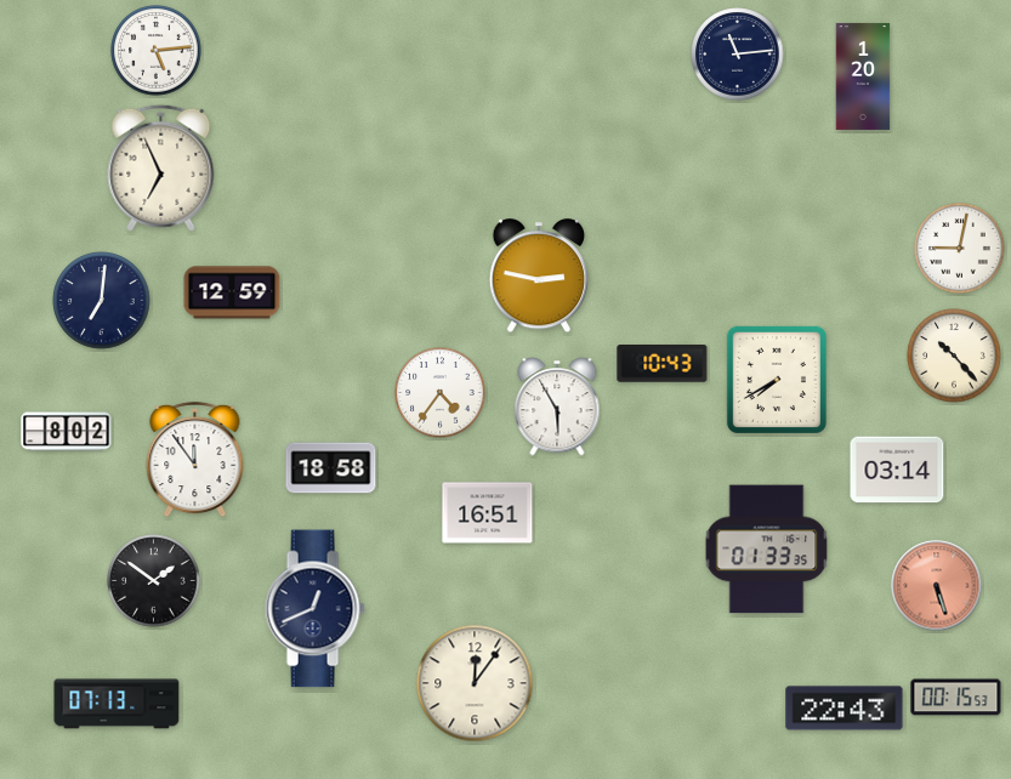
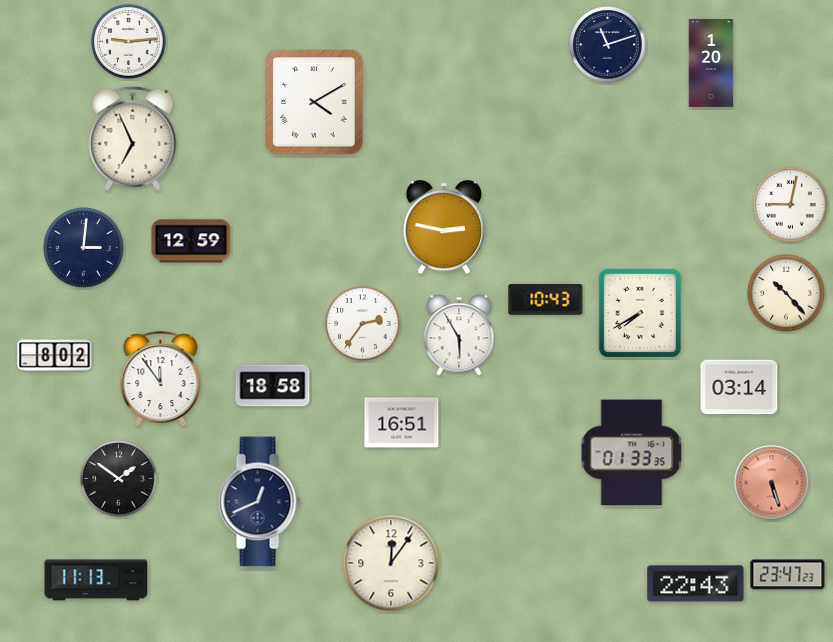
clock at (157, 51): 5:14 -> 9:14
clock at (738, 55): 11:14 -> 11:12
clock at (314, 102): none -> 4:10
clock at (102, 301): 7:01 -> 3:01
clock at (441, 393): 4:36 -> 2:36
clock at (154, 581) position: (154, 581) -> (119, 479)
clock at (956, 698): 00:15 -> 23:47
clock at (117, 704): 07:13 -> 11:13
